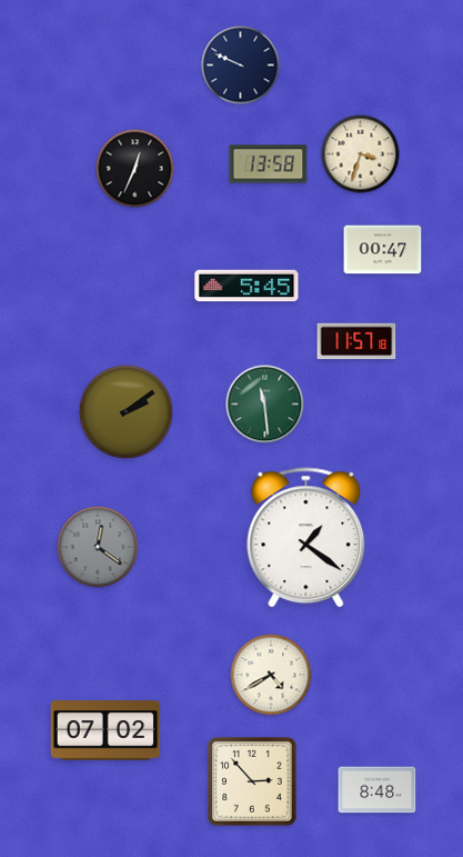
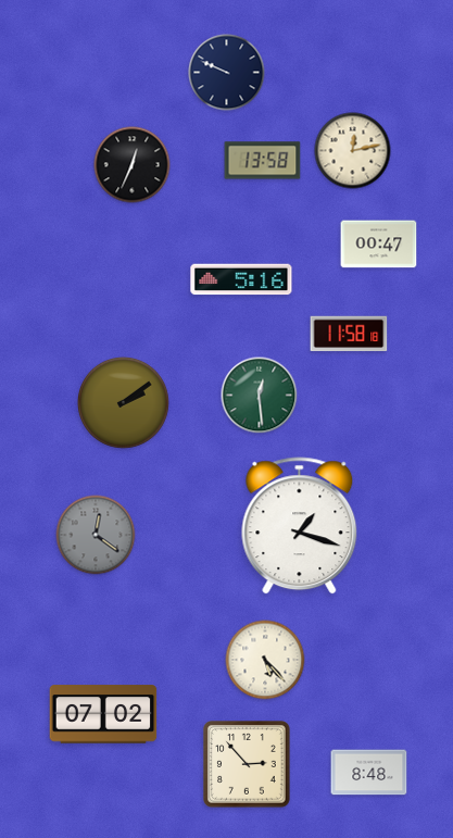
clock at (241, 66) position: (241, 66) -> (227, 73)
clock at (361, 155): 3:33 -> 12:13
clock at (383, 250) position: (383, 250) -> (379, 245)
clock at (246, 286): 5:45 -> 5:16
clock at (356, 341): 11:57 -> 11:58
clock at (265, 405): 11:29 -> 12:29
clock at (306, 538): 1:21 -> 1:18
clock at (271, 675): 4:40 -> 5:23
